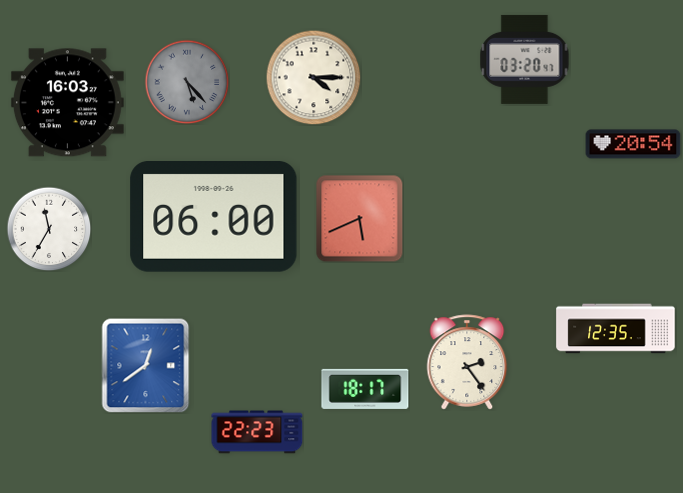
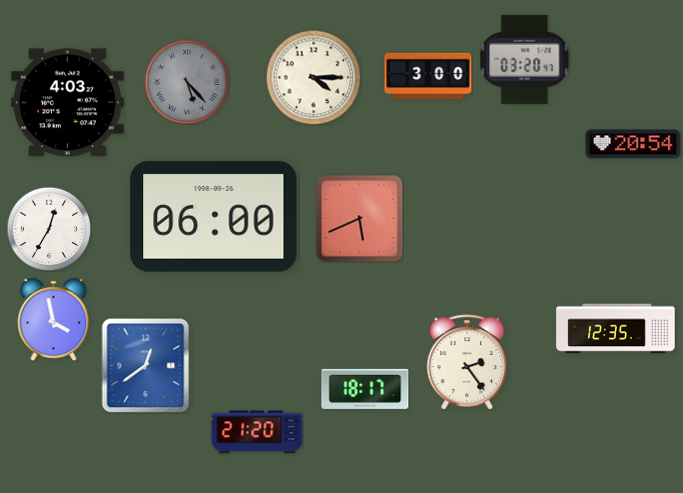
clock at (428, 75): none -> 3:00
clock at (67, 103): 16:03 -> 4:03
clock at (49, 229): 11:35 -> 12:35
clock at (54, 319): none -> 3:58
clock at (257, 432): 22:23 -> 21:20
